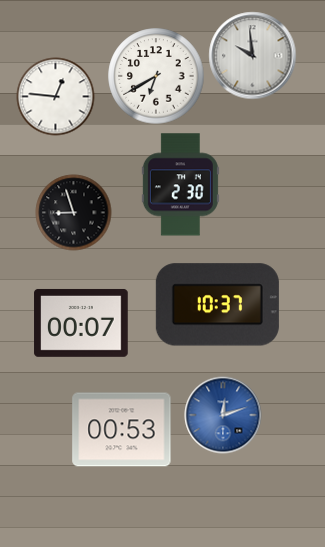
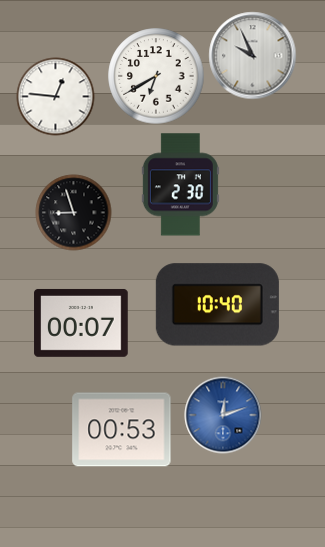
clock at (253, 56): 9:59 -> 9:56
clock at (217, 305): 10:37 -> 10:40
